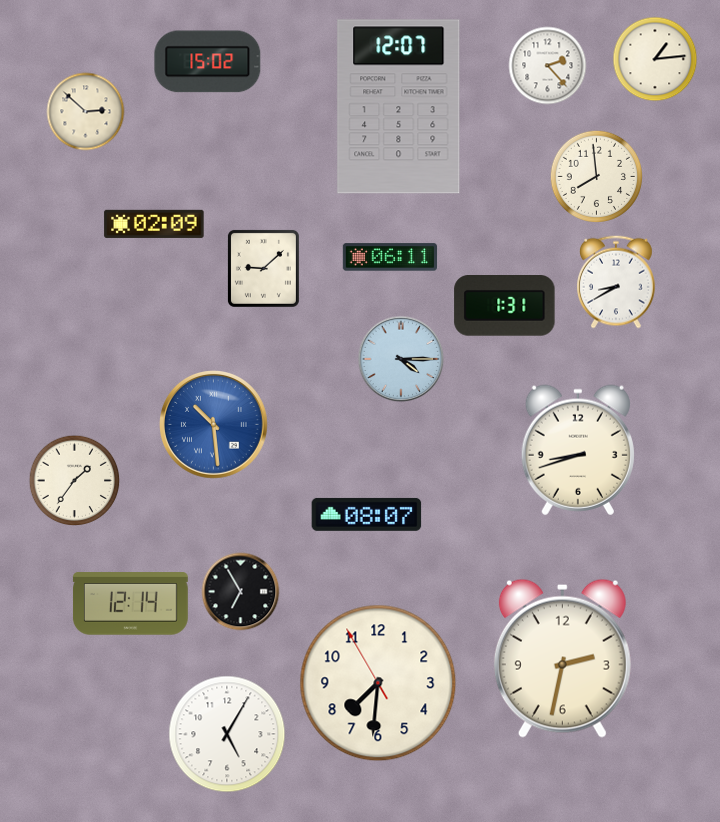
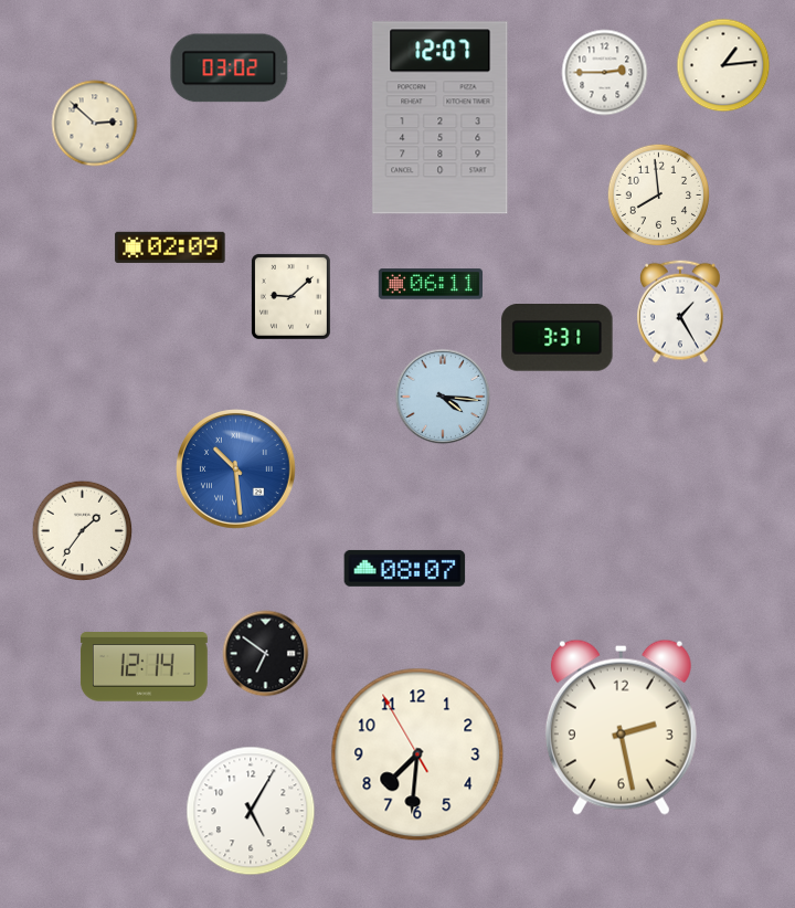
clock at (208, 62): 15:02 -> 03:02
clock at (548, 66): 2:23 -> 2:45
clock at (617, 282): 8:40 -> 1:25
clock at (505, 306): 1:31 -> 3:31
clock at (401, 359): 4:15 -> 4:16
clock at (578, 450): 8:42 -> none
clock at (241, 592): 6:55 -> 6:51
clock at (562, 658): 2:32 -> 2:28
